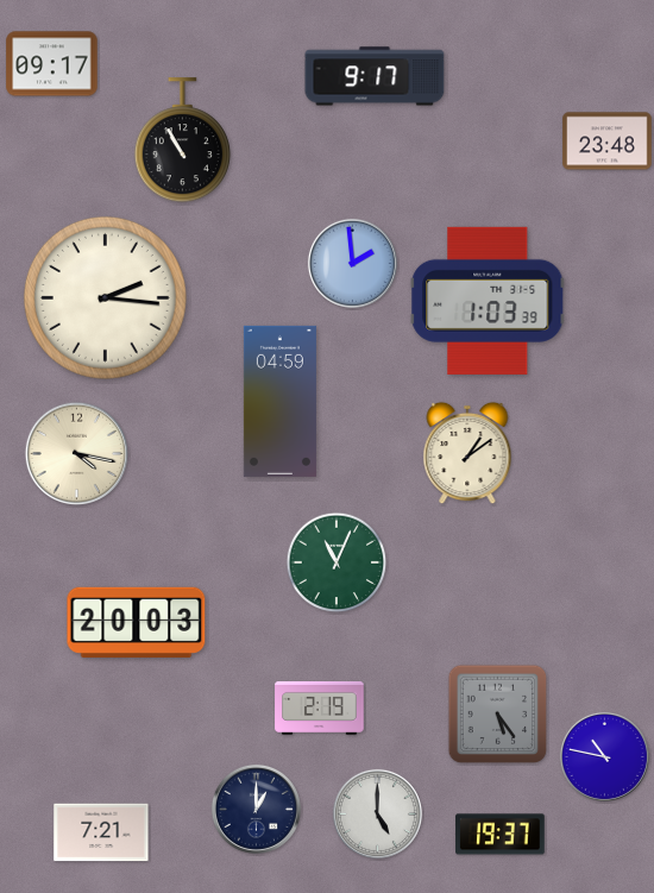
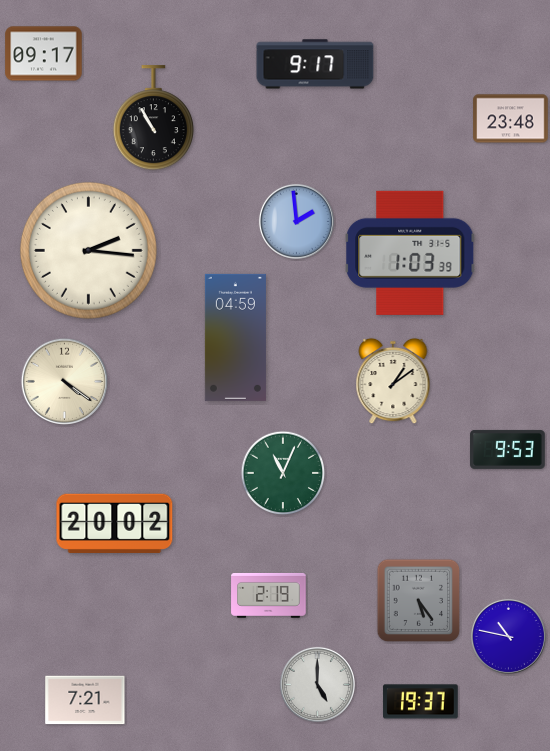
clock at (76, 453): 4:17 -> 4:21
clock at (508, 449): none -> 9:53
clock at (137, 622): 20:03 -> 20:02
clock at (256, 809): 1:00 -> none
